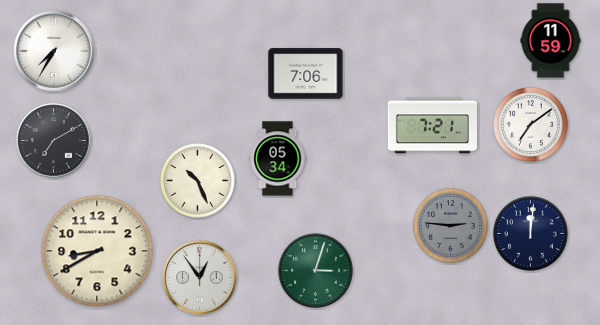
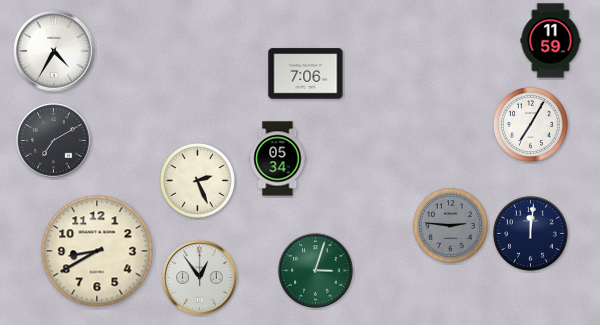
clock at (54, 51): 7:35 -> 4:35
clock at (530, 124): 7:09 -> 7:05
clock at (432, 126): 7:21 -> none
clock at (197, 180): 10:26 -> 2:26
